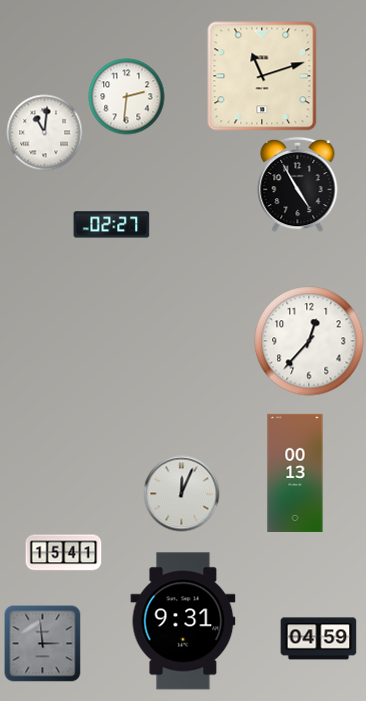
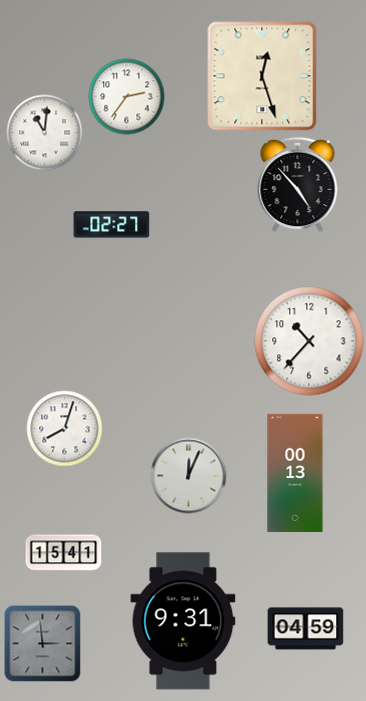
clock at (262, 76): 11:12 -> 12:27
clock at (127, 97): 2:31 -> 2:36
clock at (298, 185): 4:55 -> 4:53
clock at (309, 341): 12:37 -> 10:37
clock at (65, 429): none -> 8:03
clock at (182, 494) position: (182, 494) -> (189, 476)
clock at (319, 639) position: (319, 639) -> (306, 629)
